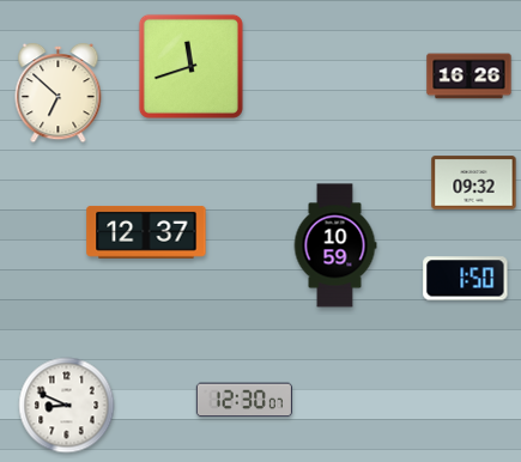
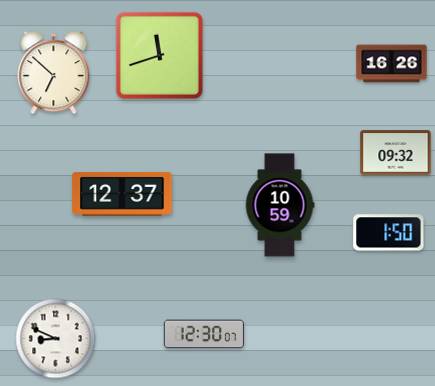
clock at (59, 93) position: (59, 93) -> (54, 73)
